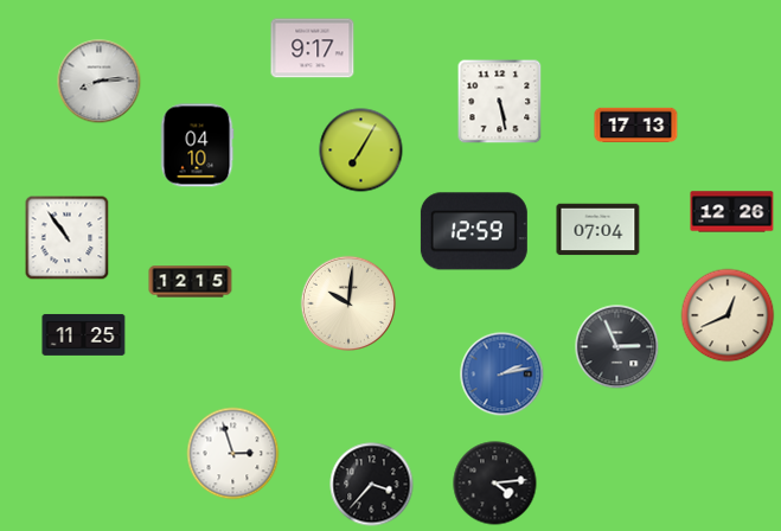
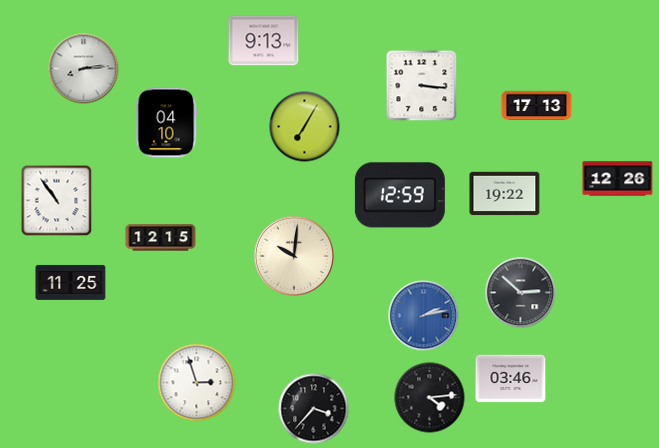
clock at (313, 49): 9:17 -> 9:13
clock at (500, 102): 5:28 -> 3:16
clock at (598, 230): 07:04 -> 19:22
clock at (728, 315): 12:41 -> none
clock at (617, 347): 2:56 -> 2:52
clock at (511, 379): none -> 03:46
clock at (495, 484) position: (495, 484) -> (430, 398)
